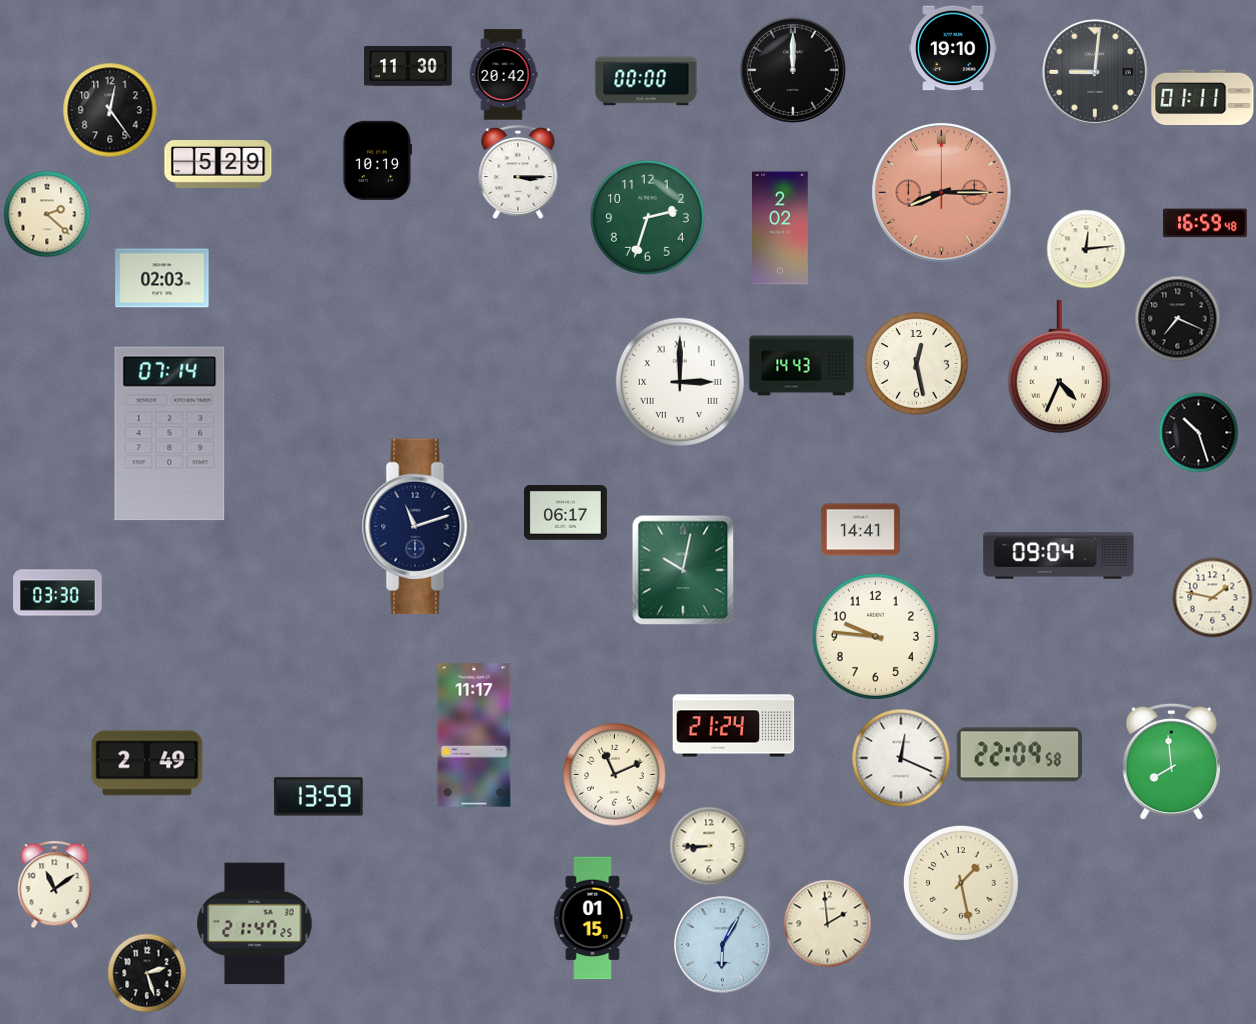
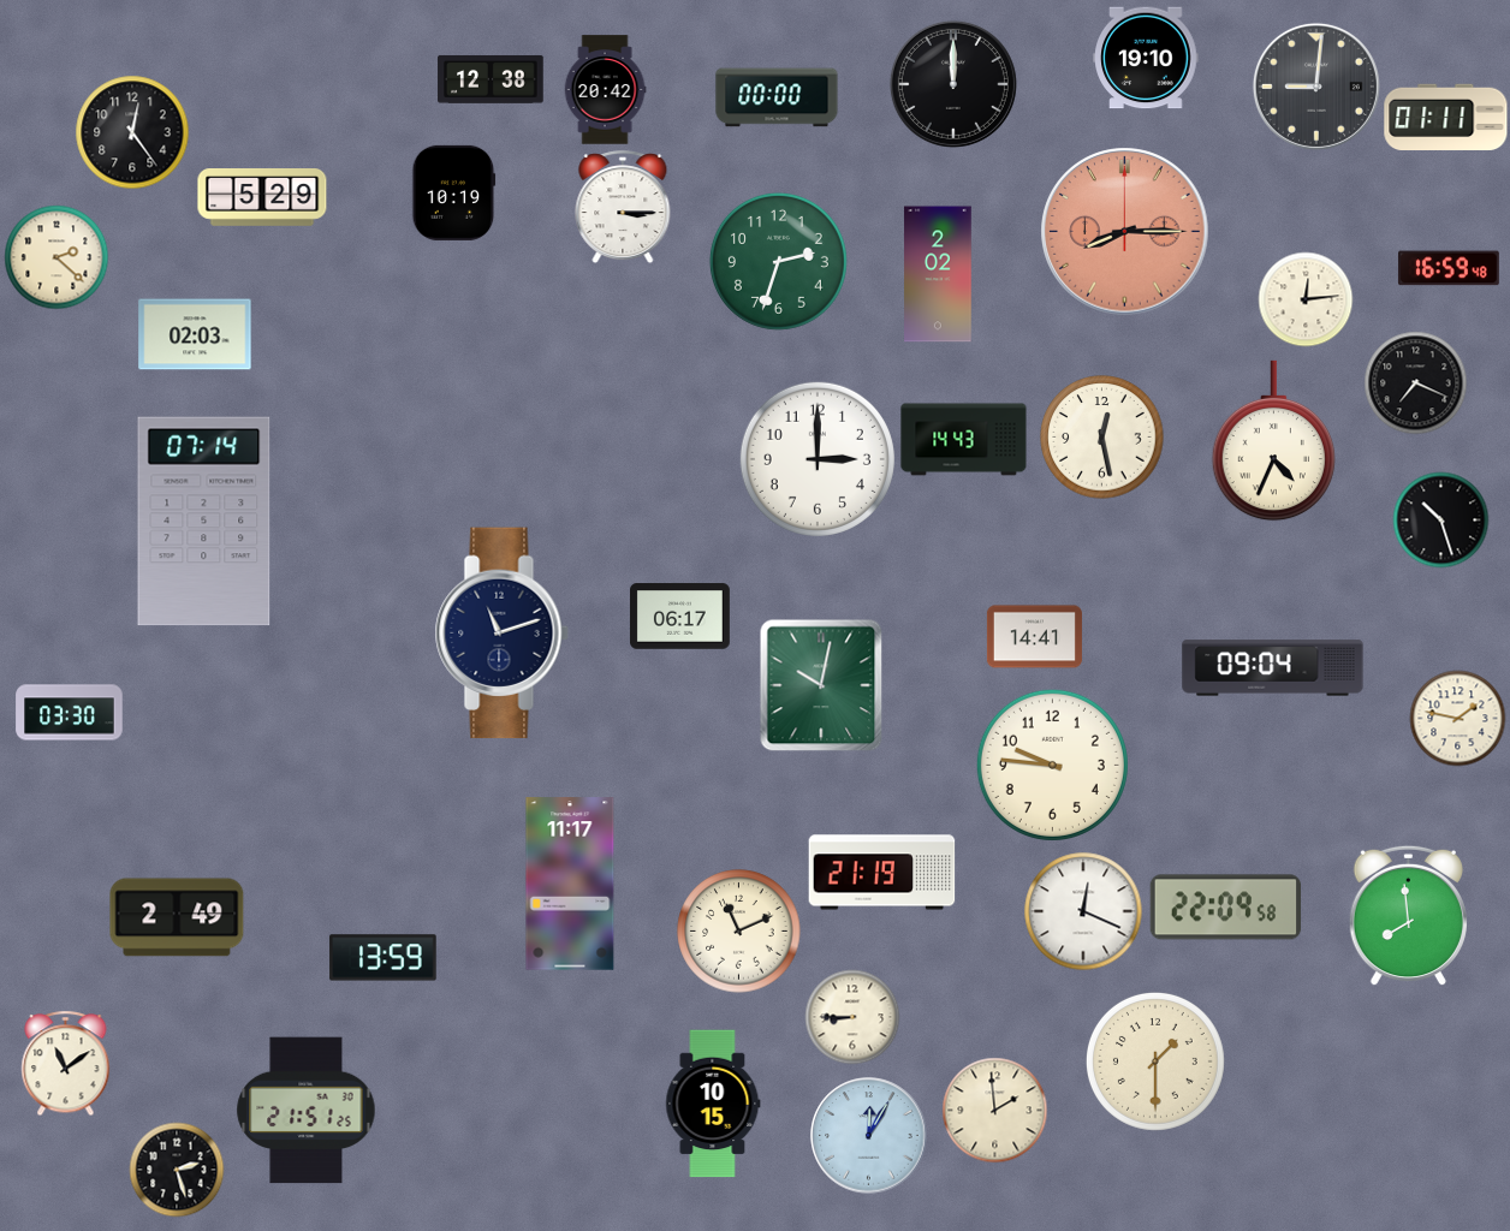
clock at (408, 66): 11:30 -> 12:38
clock at (942, 193) position: (942, 193) -> (1125, 232)
clock at (680, 382) numerals: Roman -> Arabic
clock at (734, 726): 21:24 -> 21:19
clock at (961, 883): 1:28 -> 1:30
clock at (593, 918): 01:15 -> 10:15
clock at (255, 924): 21:47 -> 21:51
clock at (723, 945): 6:05 -> 12:05
